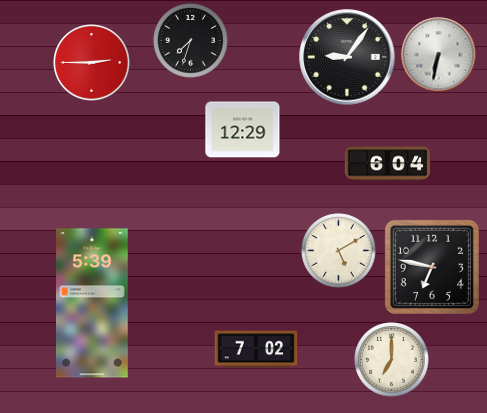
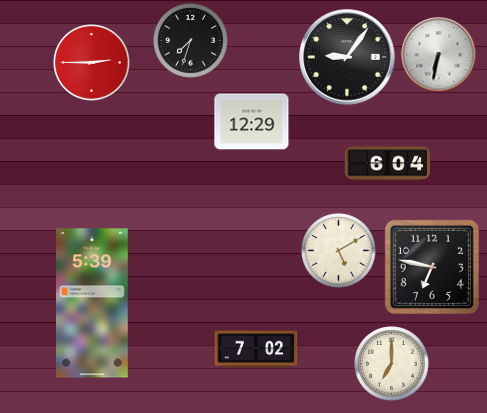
clock at (243, 130) position: (243, 130) -> (252, 122)
clock at (392, 360) position: (392, 360) -> (392, 364)
